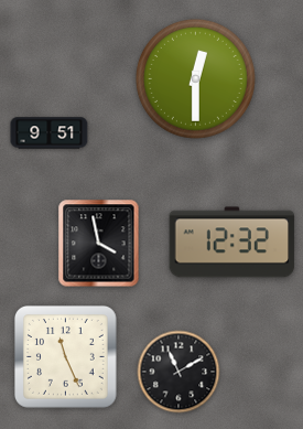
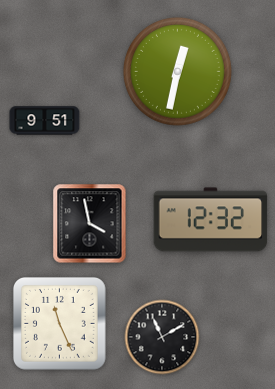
clock at (195, 78): 12:30 -> 12:32
clock at (99, 244) position: (99, 244) -> (90, 224)
